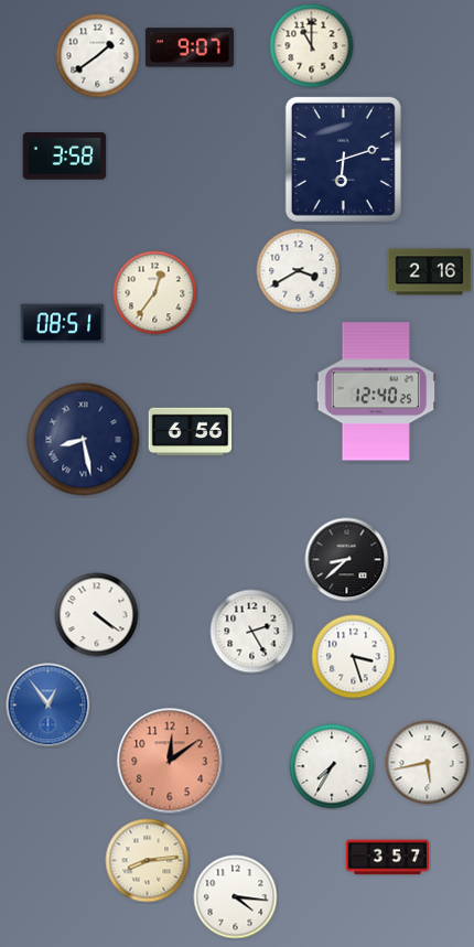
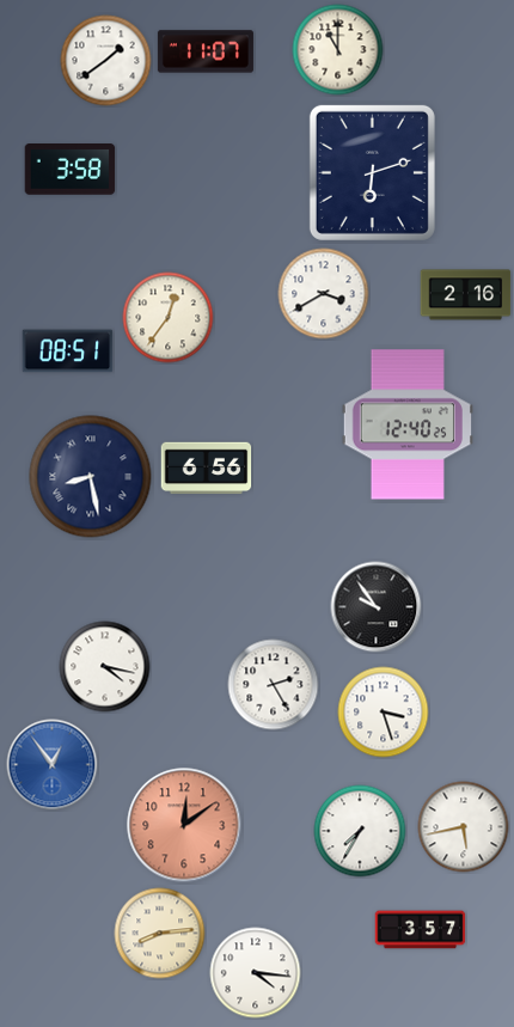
clock at (190, 47): 9:07 -> 11:07
clock at (347, 560): 8:38 -> 9:54
clock at (97, 615): 4:21 -> 4:17
